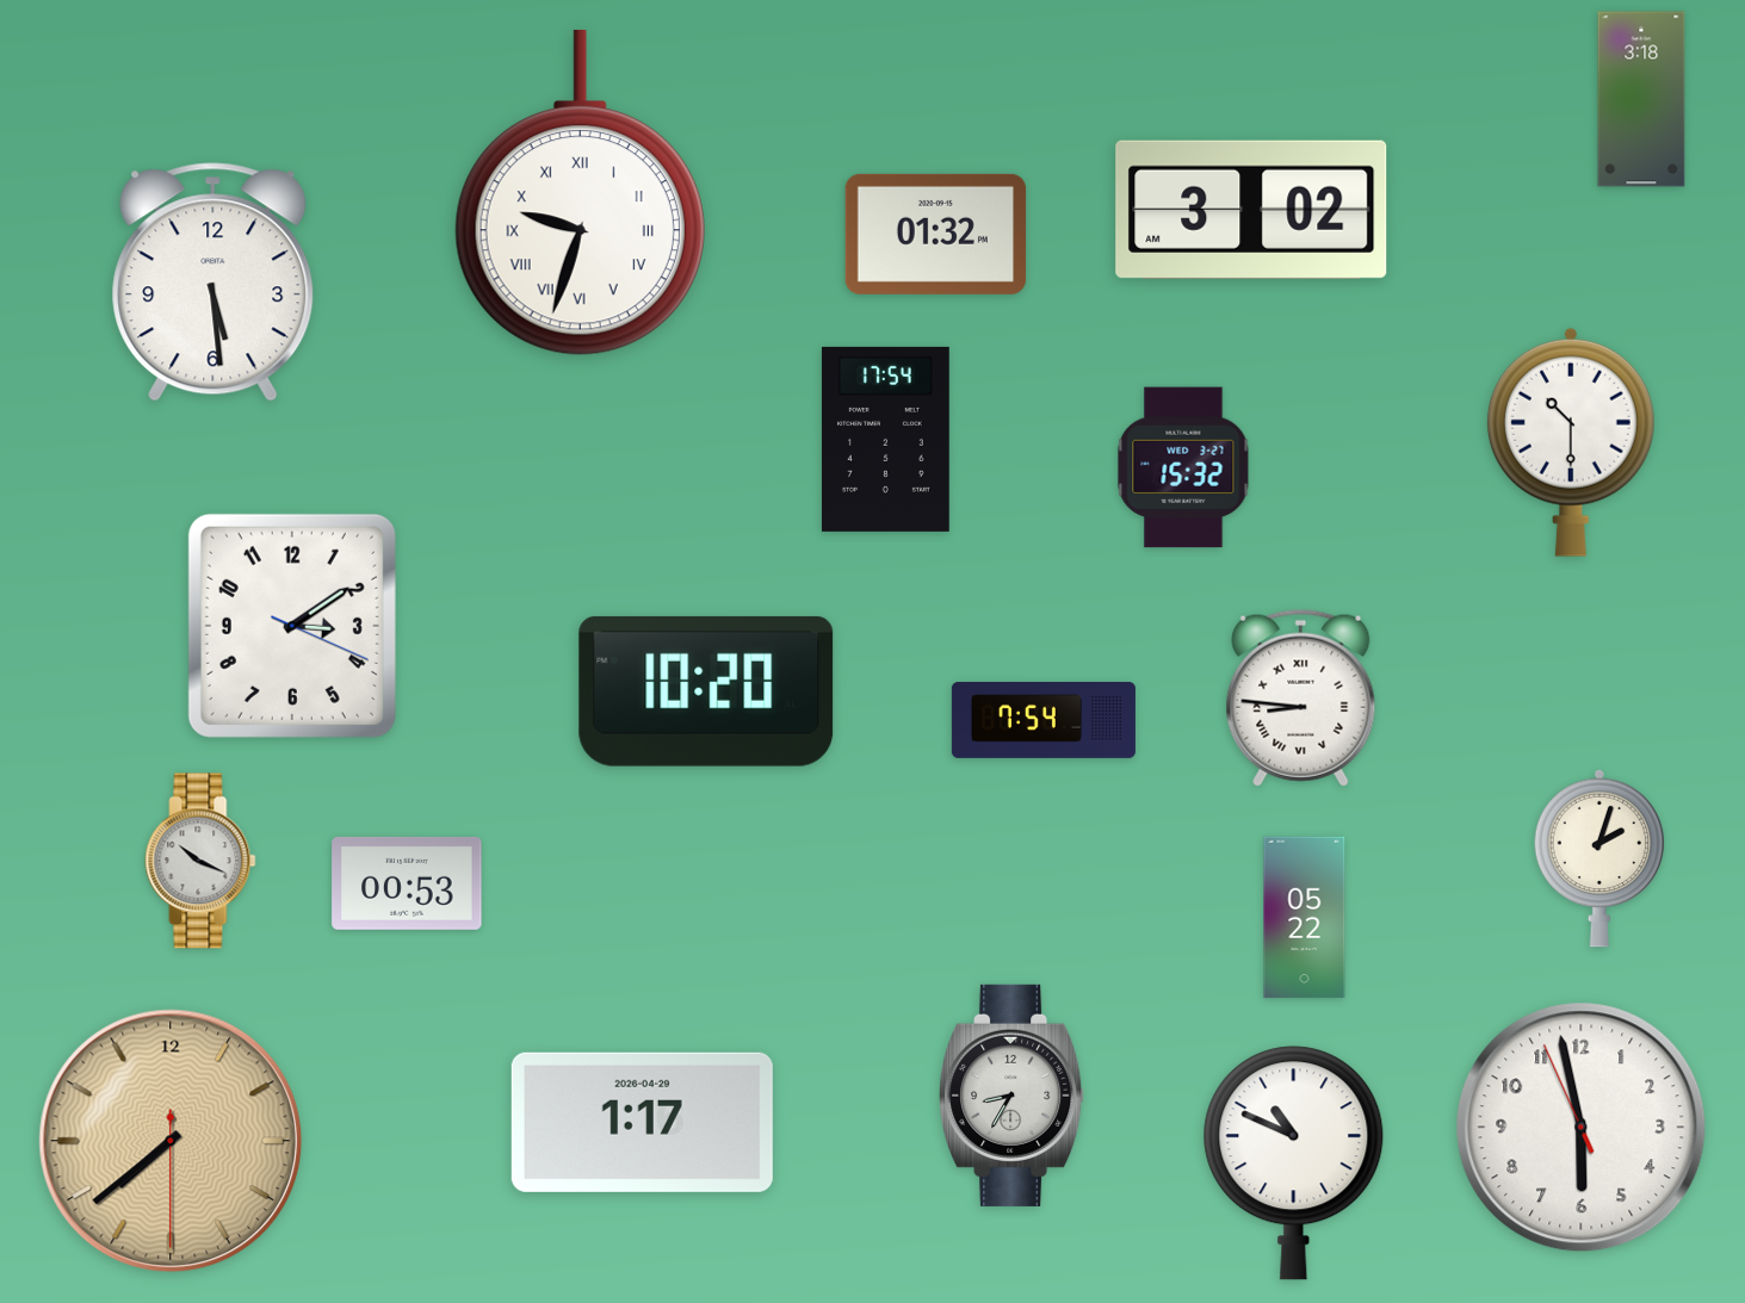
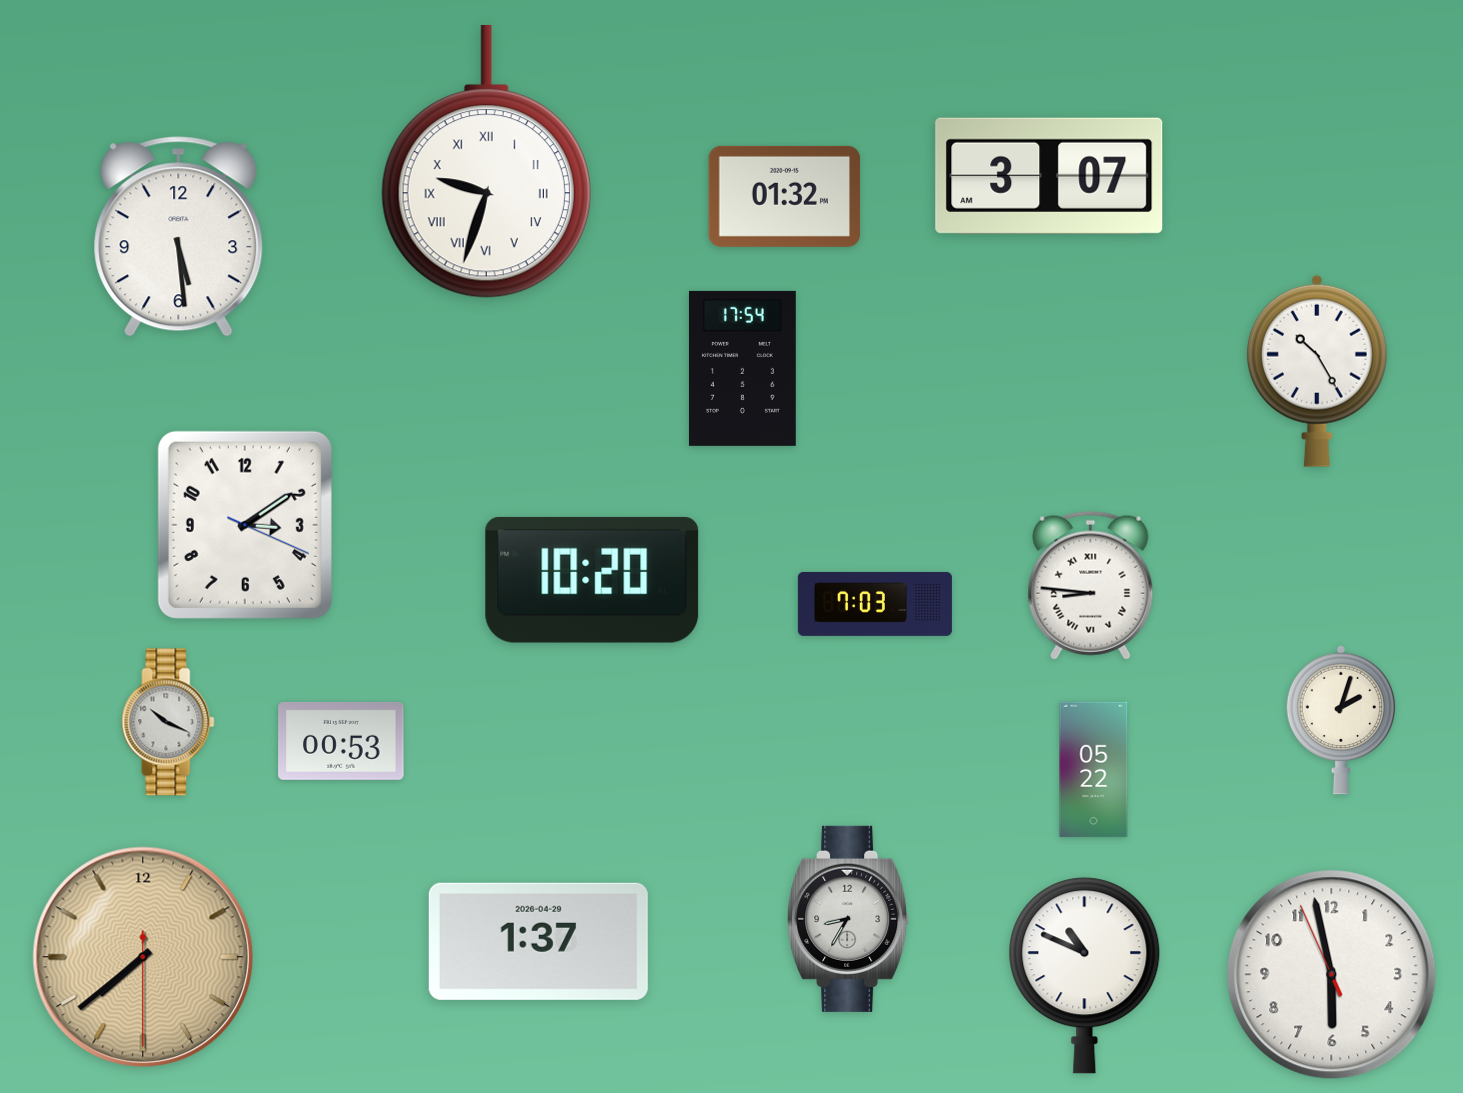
clock at (1641, 99): 3:18 -> none
clock at (1251, 210): 3:02 -> 3:07
clock at (1571, 442): 10:30 -> 10:25
clock at (1183, 467): 15:32 -> none
clock at (1044, 720): 7:54 -> 7:03
clock at (642, 1122): 1:17 -> 1:37
clock at (1582, 1128) position: (1582, 1128) -> (1332, 975)
